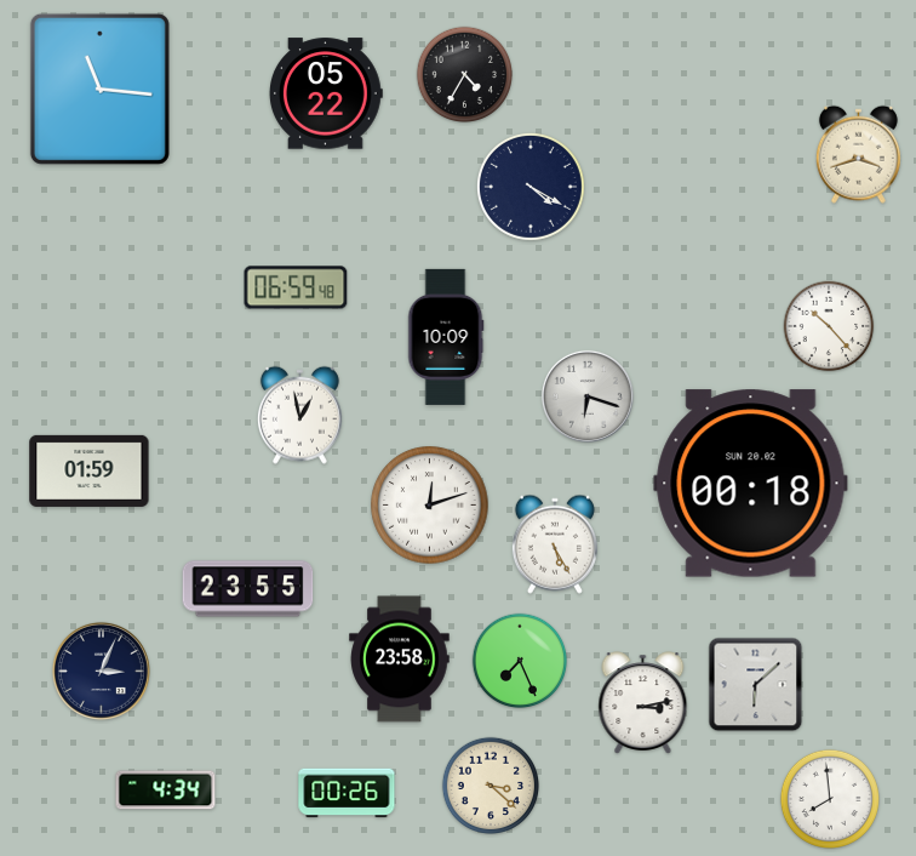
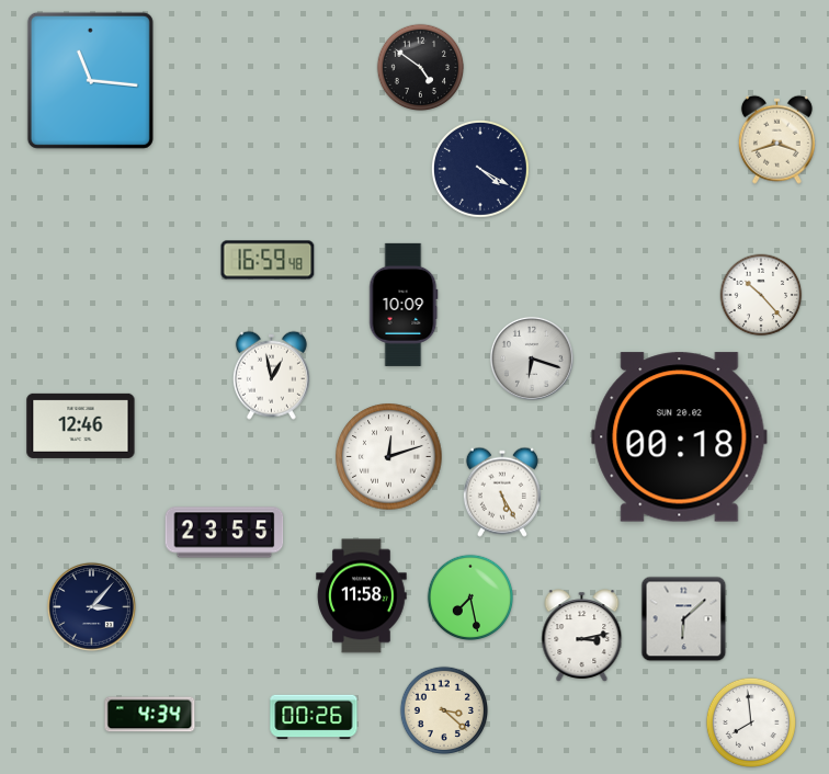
clock at (465, 75): 4:35 -> 4:51
clock at (327, 93): 05:22 -> none
clock at (296, 287): 06:59 -> 16:59
clock at (829, 326) position: (829, 326) -> (761, 295)
clock at (90, 470): 01:59 -> 12:46
clock at (400, 660): 23:58 -> 11:58
clock at (520, 661): 7:26 -> 7:28
clock at (101, 670): 3:04 -> 3:07
